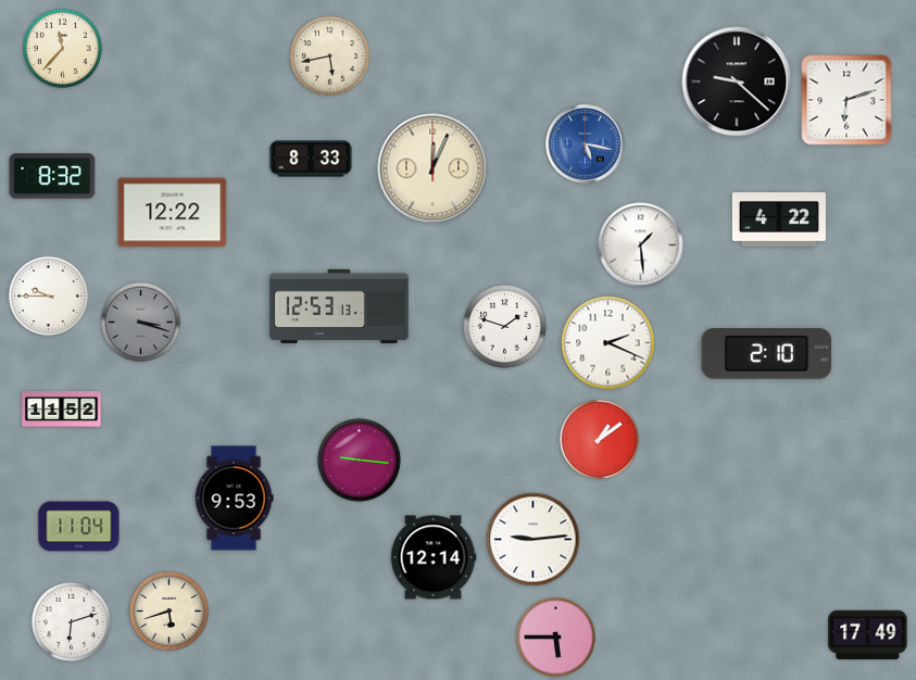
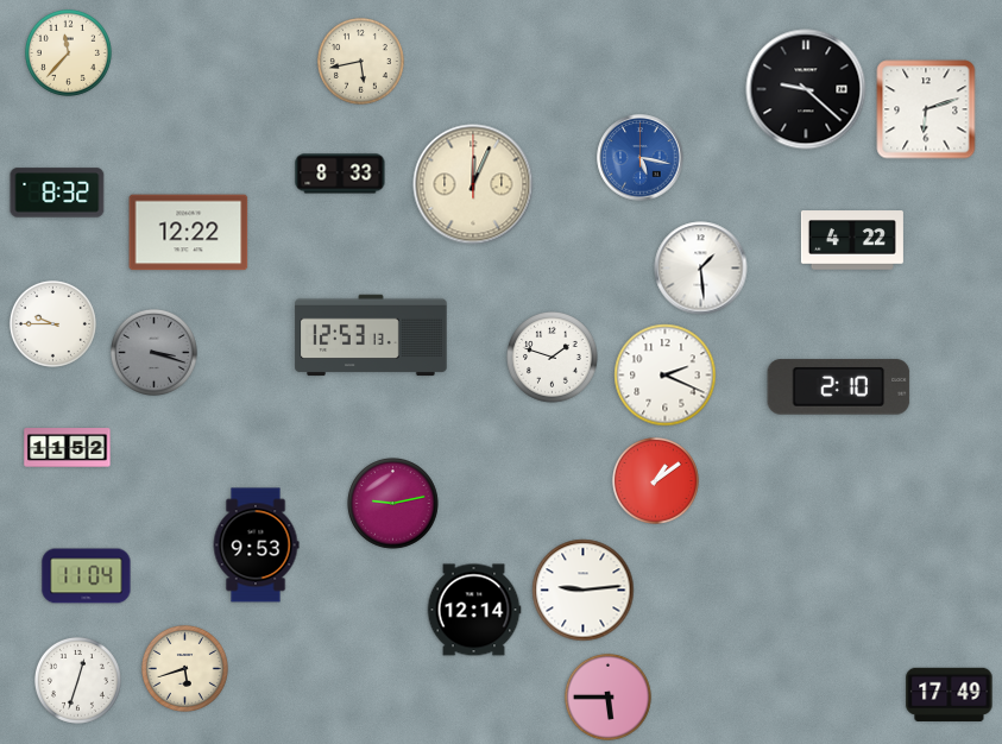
clock at (360, 461): 9:16 -> 9:13
clock at (71, 621): 6:12 -> 12:33
